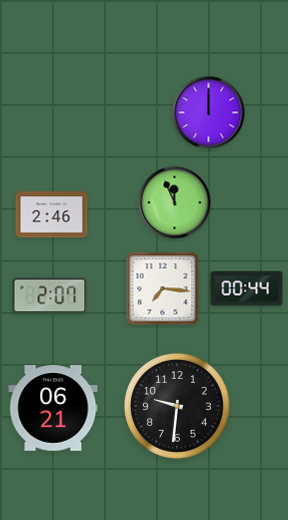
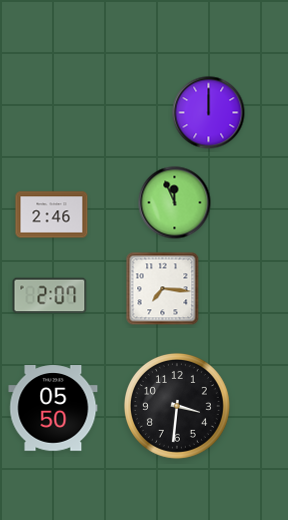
clock at (247, 289): 00:44 -> none
clock at (177, 406): 9:31 -> 3:31
clock at (53, 408): 06:21 -> 05:50
